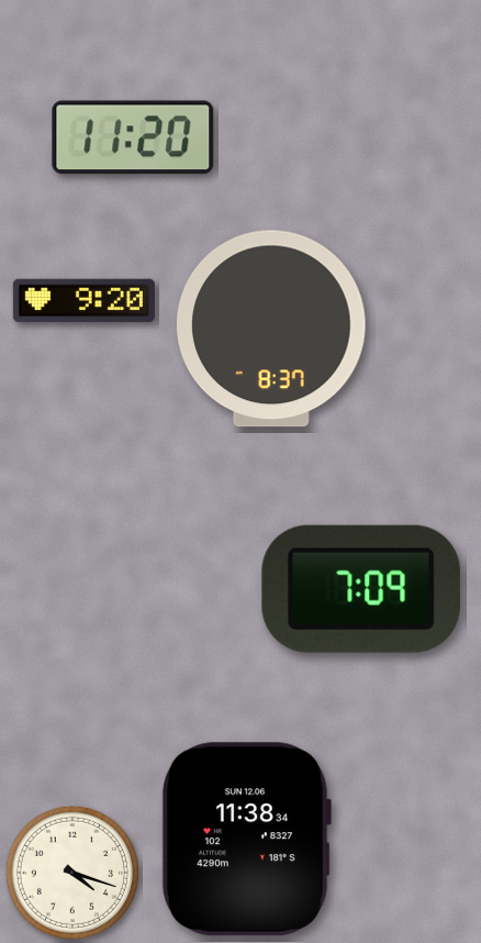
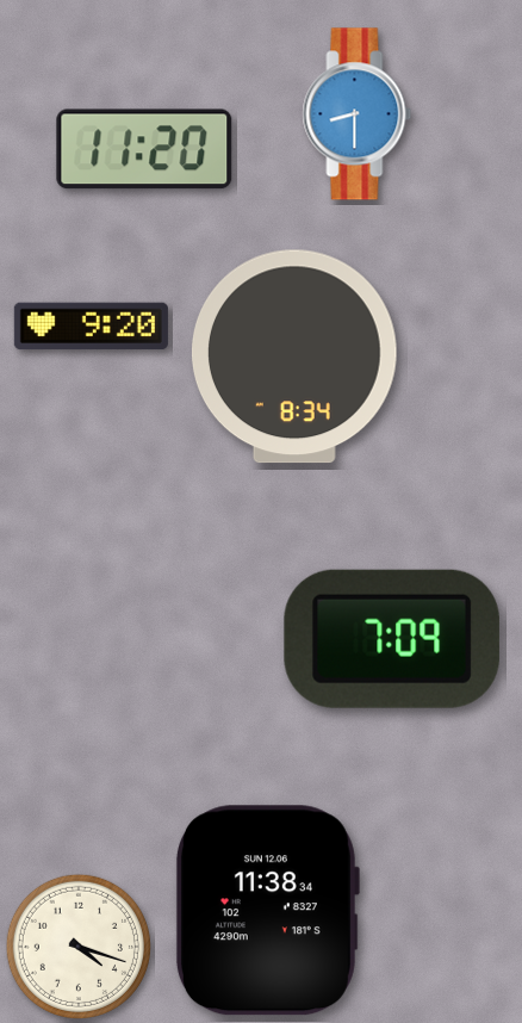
clock at (358, 114): none -> 8:30
clock at (271, 329): 8:37 -> 8:34
